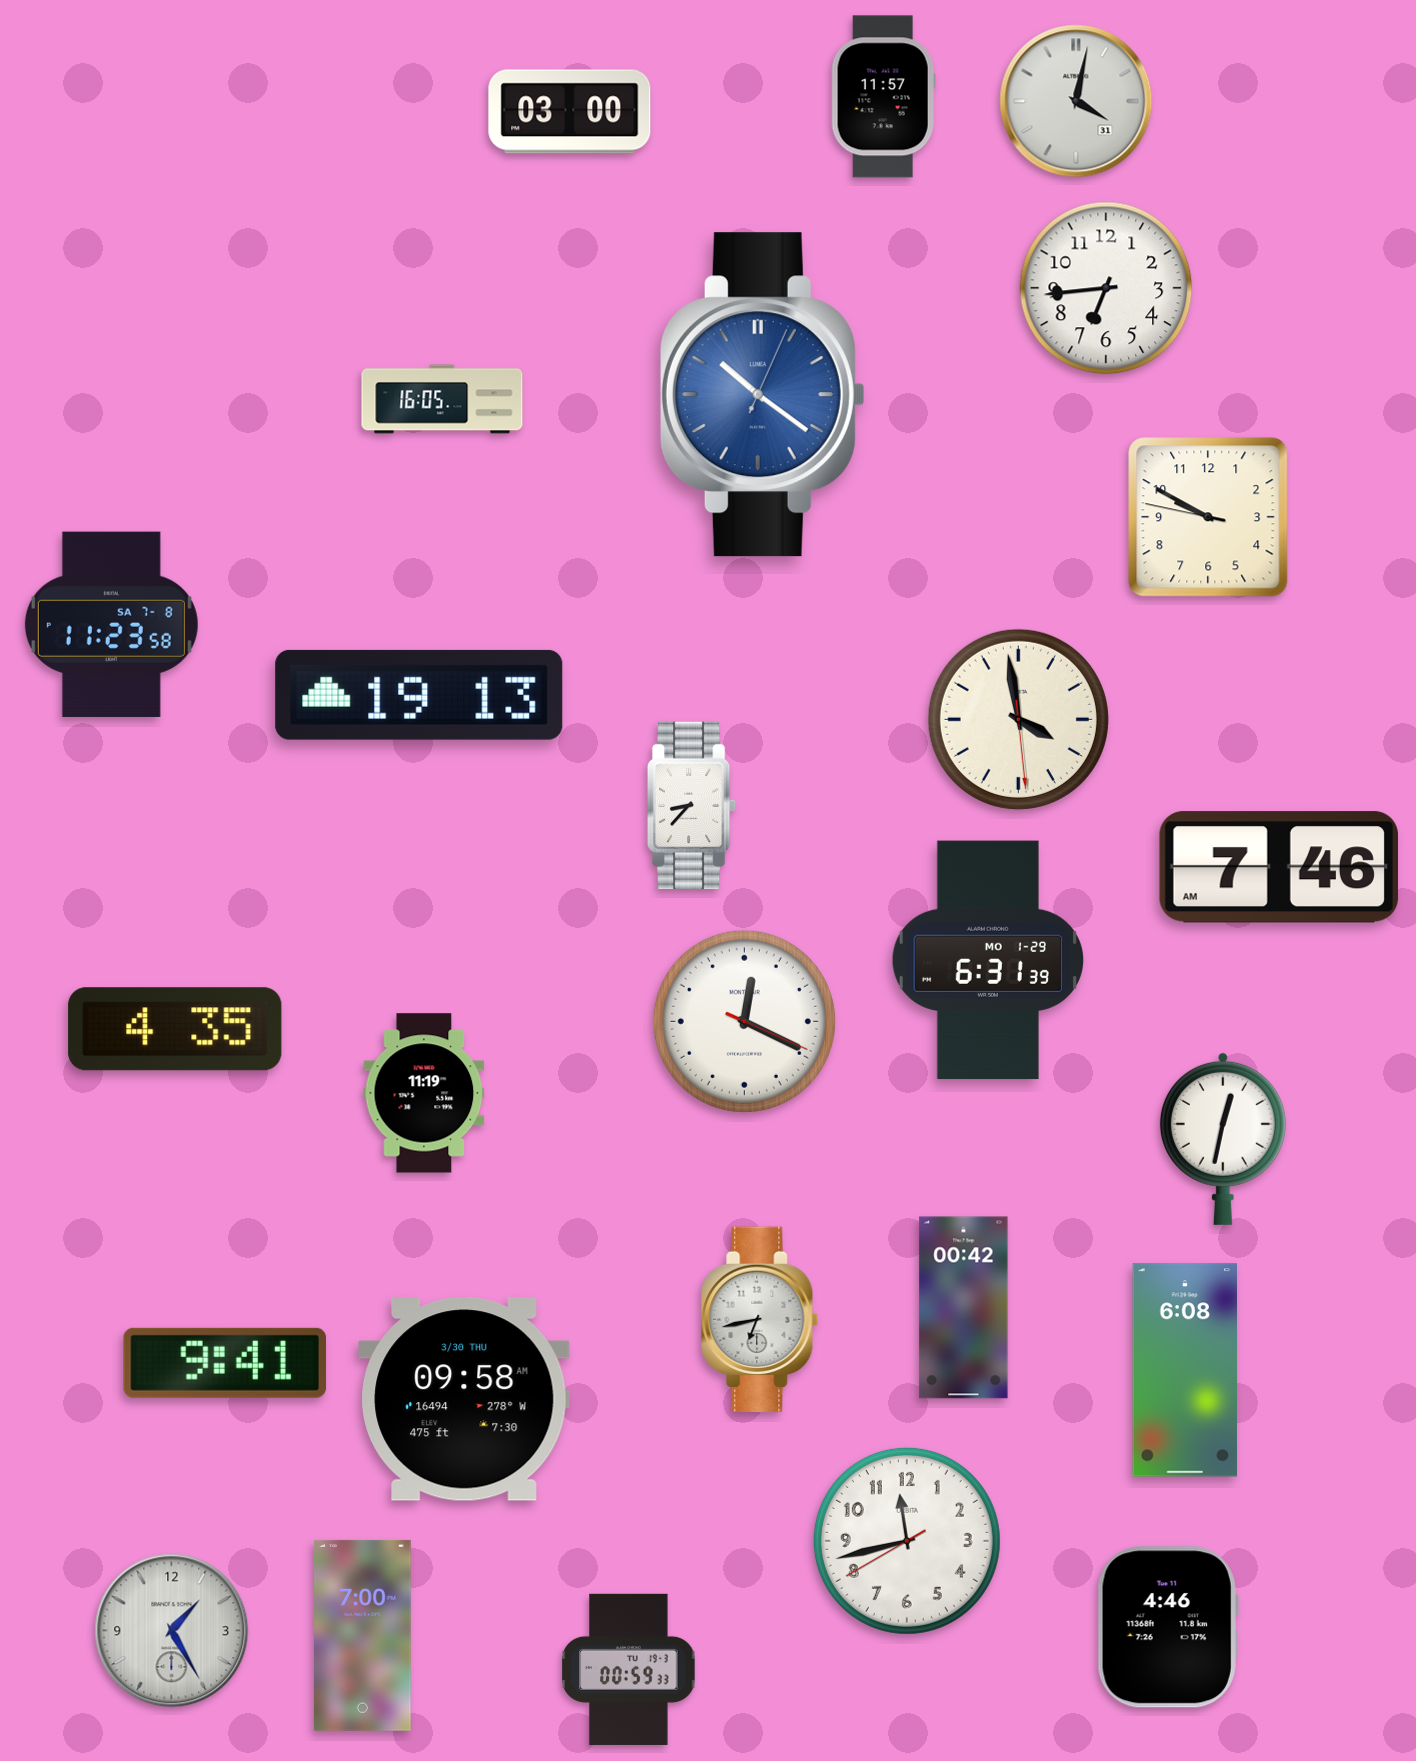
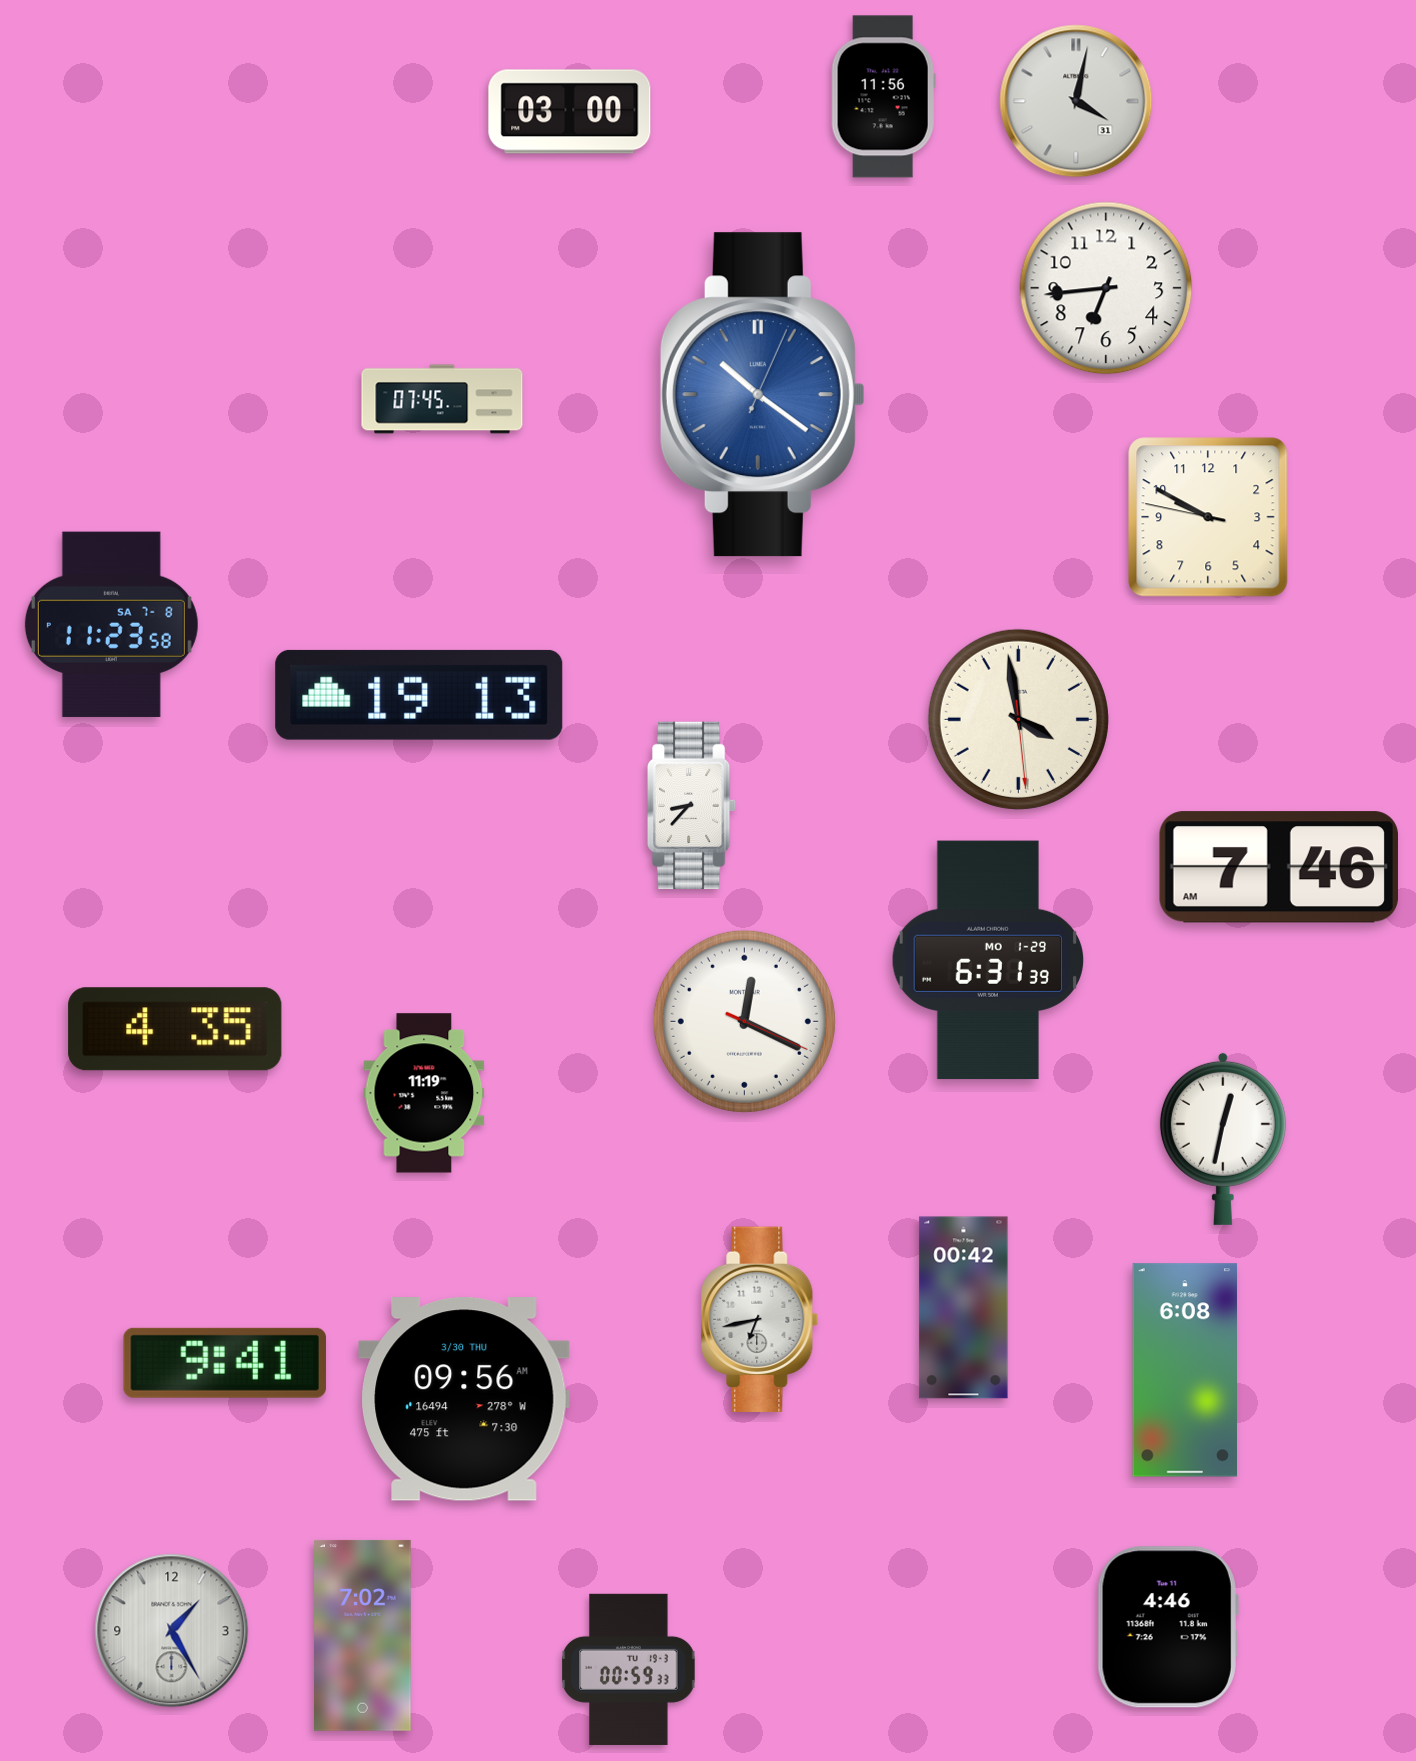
clock at (883, 97): 11:57 -> 11:56
clock at (442, 399): 16:05 -> 07:45
clock at (465, 1399): 09:58 -> 09:56
clock at (907, 1541): 11:42 -> none
clock at (363, 1635): 7:00 -> 7:02
